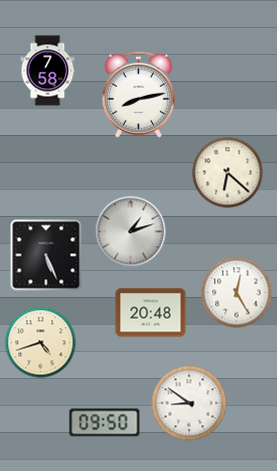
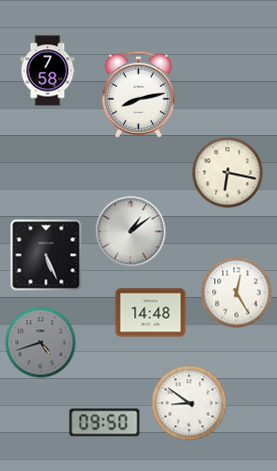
clock at (228, 173): 6:22 -> 6:17
clock at (131, 232): 1:12 -> 1:09
clock at (151, 313): 20:48 -> 14:48
clock at (41, 343) dial: cream -> grey
